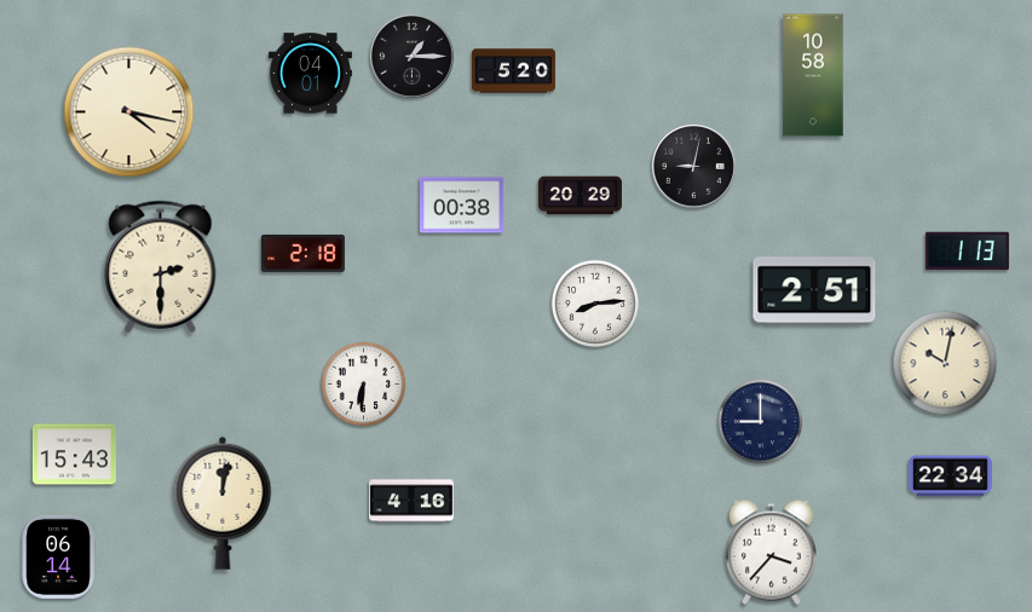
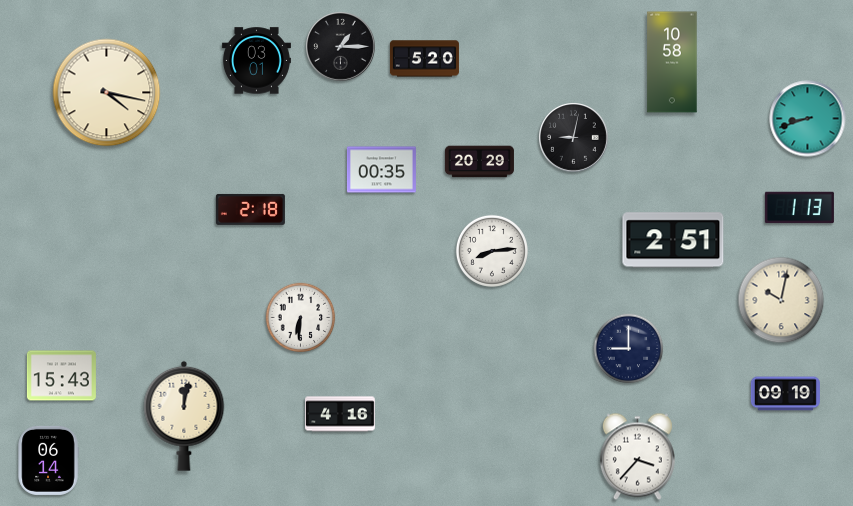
clock at (310, 74): 04:01 -> 03:01
clock at (808, 119): none -> 8:42
clock at (461, 206): 00:38 -> 00:35
clock at (161, 266): 2:30 -> none
clock at (950, 477): 22:34 -> 09:19
